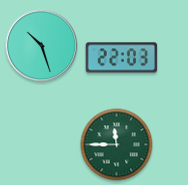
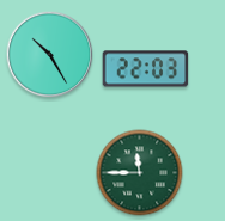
clock at (42, 46): 10:27 -> 10:25
